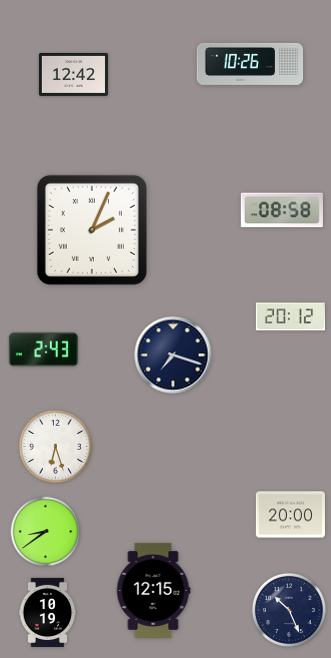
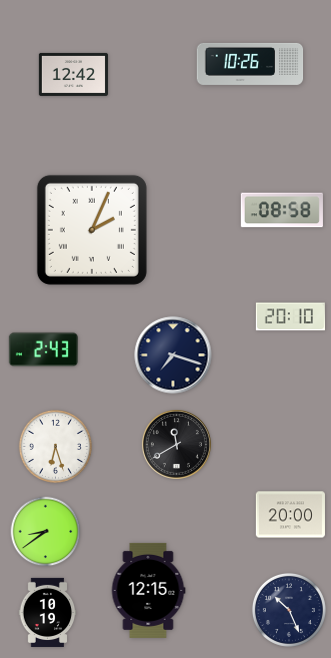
clock at (290, 317): 20:12 -> 20:10
clock at (176, 444): none -> 11:40
clock at (153, 590) position: (153, 590) -> (148, 590)
